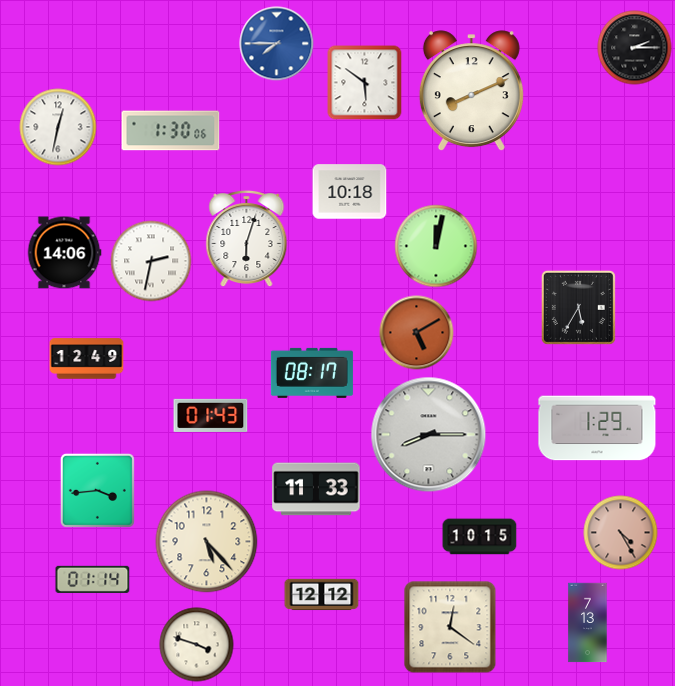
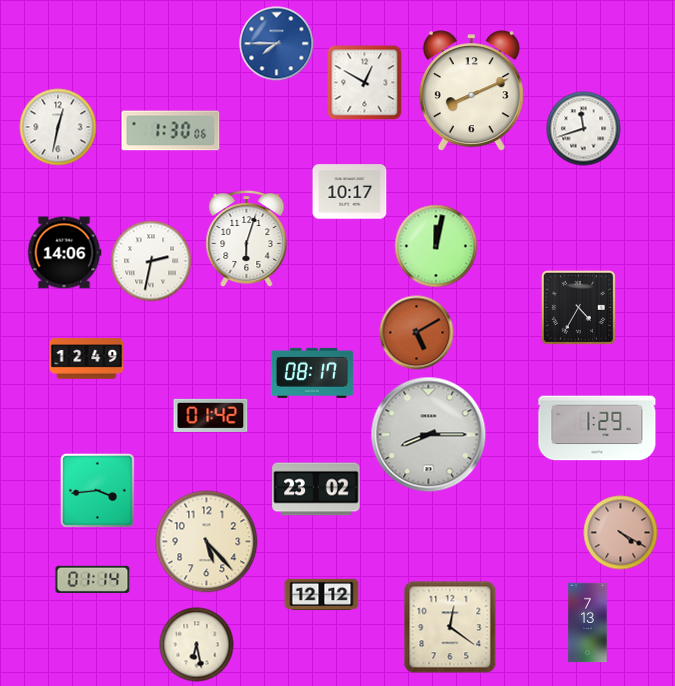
clock at (635, 48): 2:15 -> none
clock at (365, 83): 5:51 -> 12:50
clock at (584, 129): none -> 11:42
clock at (350, 192): 10:18 -> 10:17
clock at (578, 307): 5:35 -> 4:35
clock at (211, 415): 01:43 -> 01:42
clock at (316, 489): 11:33 -> 23:02
clock at (621, 533): 4:25 -> 4:20
clock at (480, 537): 10:15 -> none
clock at (197, 645): 3:48 -> 6:28
